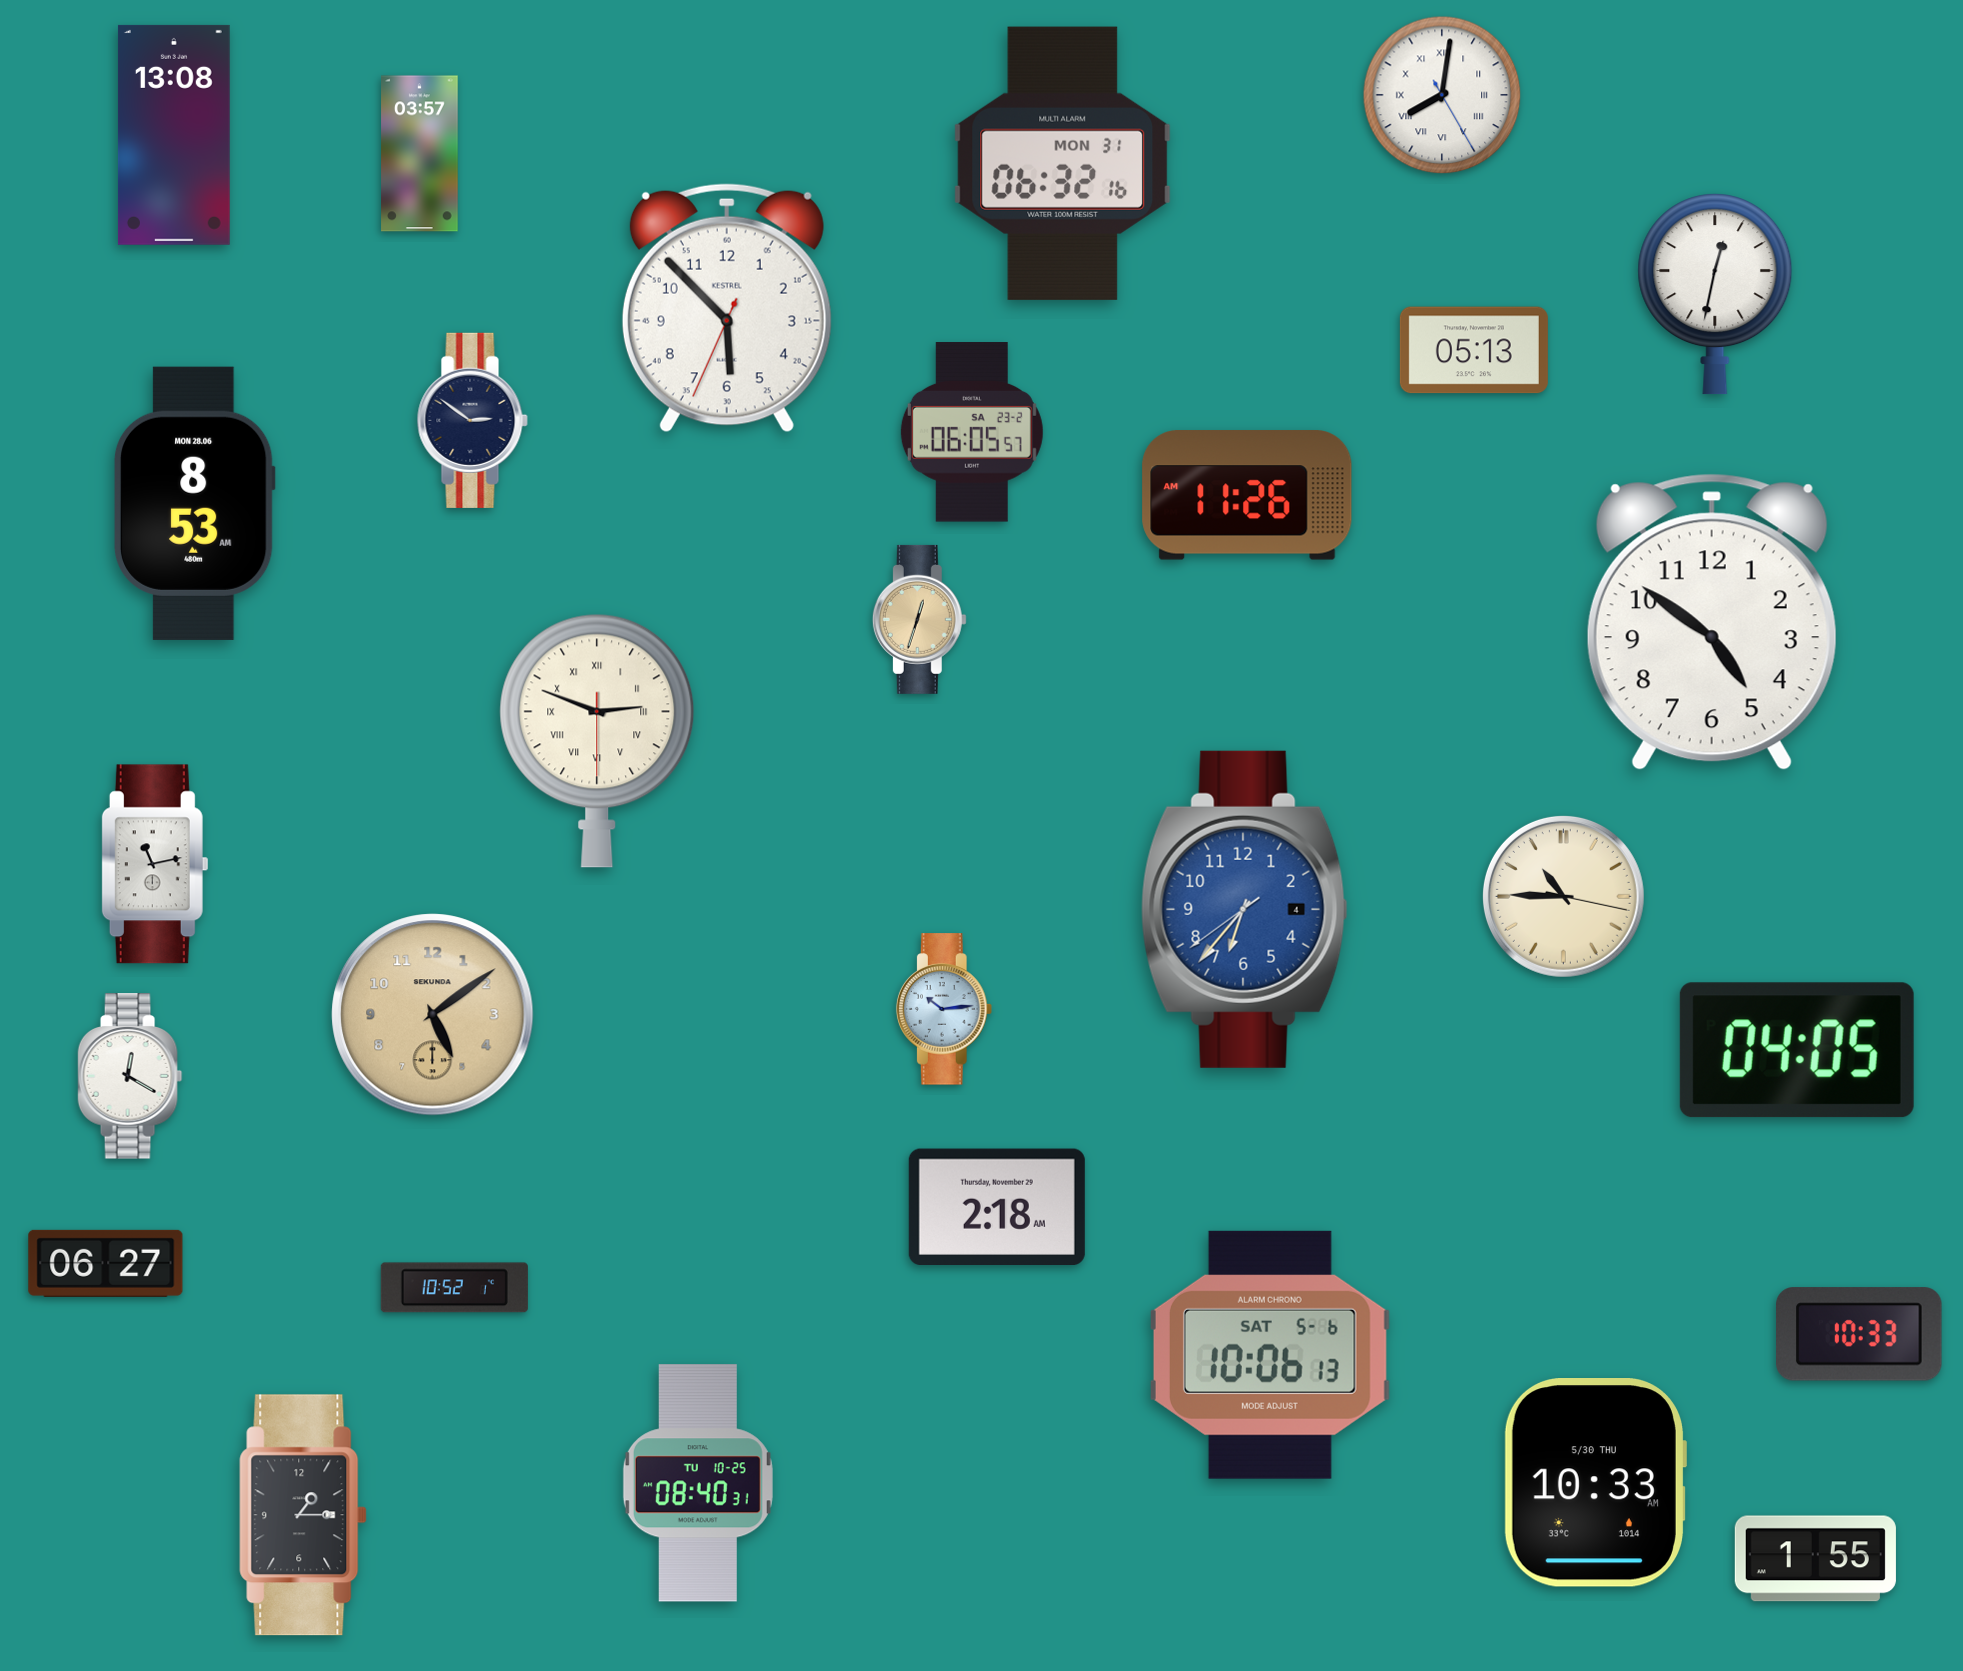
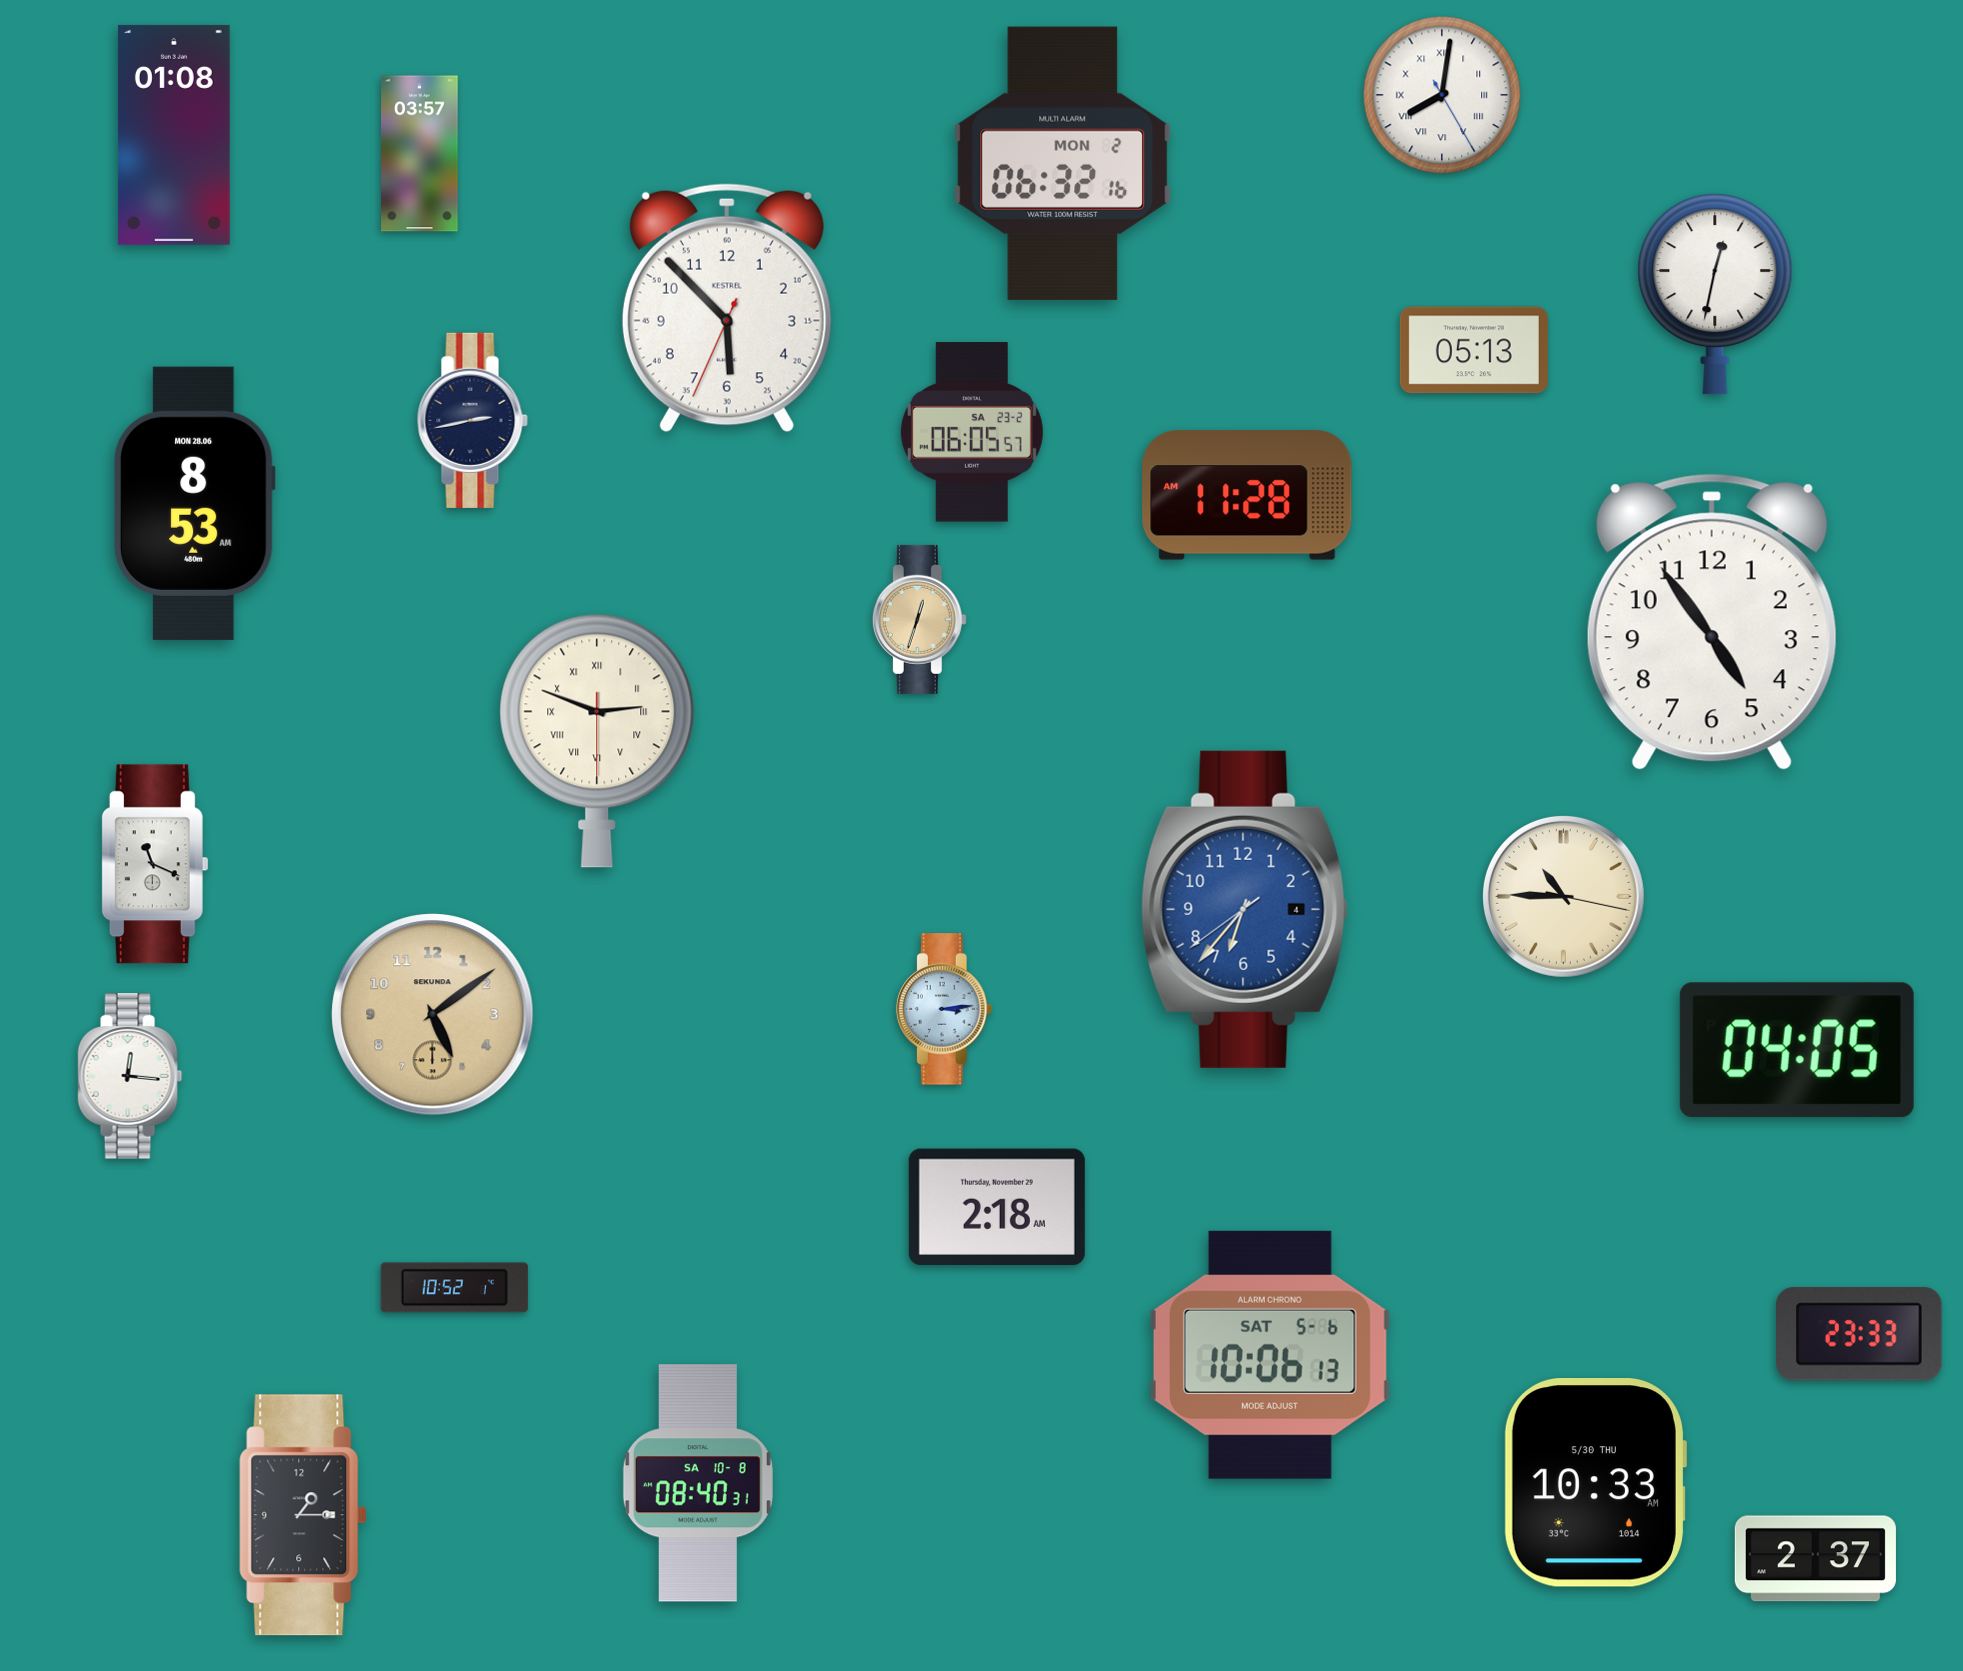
clock at (174, 135): 13:08 -> 01:08
clock at (1063, 163) date: MON 31 -> MON 2
clock at (472, 420): 2:51 -> 2:43
clock at (1247, 495): 11:26 -> 11:28
clock at (1712, 622): 4:51 -> 4:54
clock at (155, 864): 11:13 -> 11:19
clock at (944, 1009): 10:14 -> 3:14
clock at (130, 1076): 12:20 -> 12:16
clock at (106, 1263): 06:27 -> none
clock at (1859, 1334): 10:33 -> 23:33
clock at (698, 1483) date: TU 10-25 -> SA 10-8
clock at (1815, 1559): 1:55 -> 2:37
